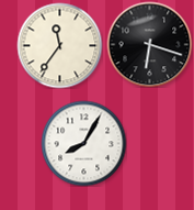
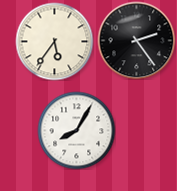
clock at (149, 44): 6:18 -> 2:24
clock at (59, 45): 11:36 -> 5:36
